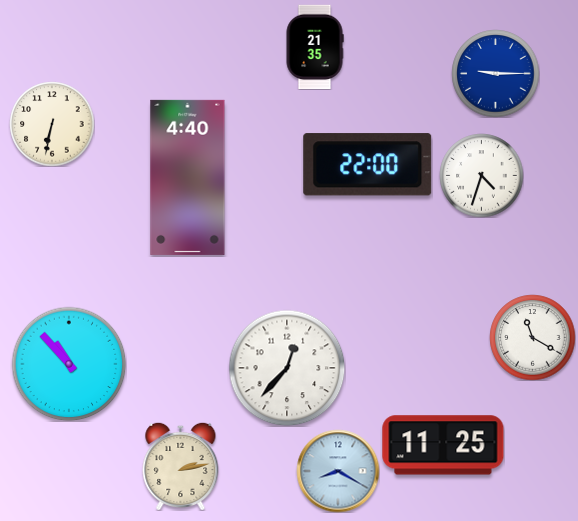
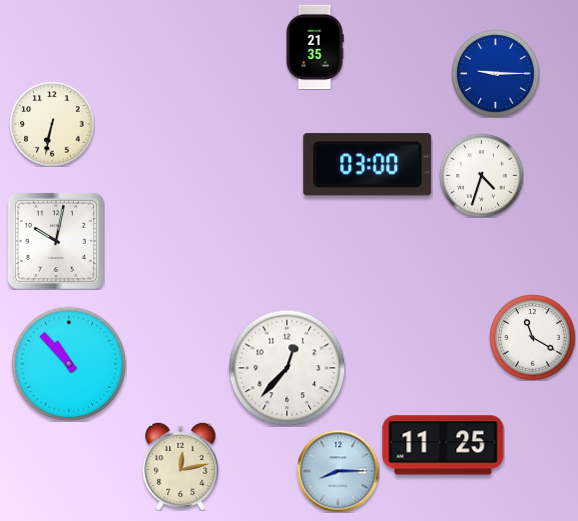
clock at (368, 165): 22:00 -> 03:00
clock at (188, 177): 4:40 -> none
clock at (56, 241): none -> 10:02
clock at (181, 466): 2:13 -> 12:13
clock at (338, 471): 8:20 -> 8:15
